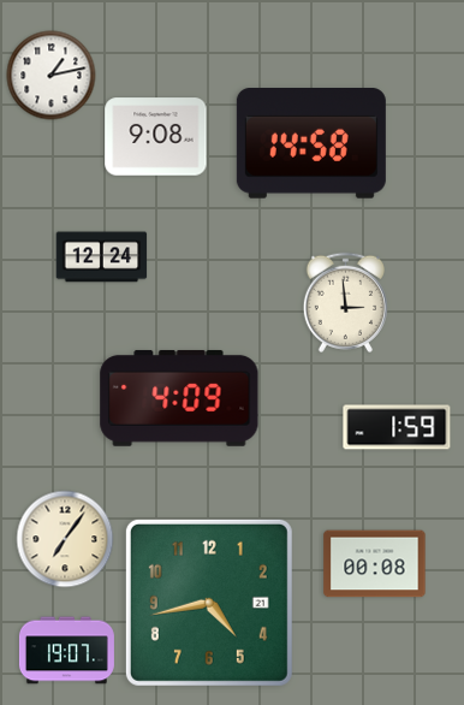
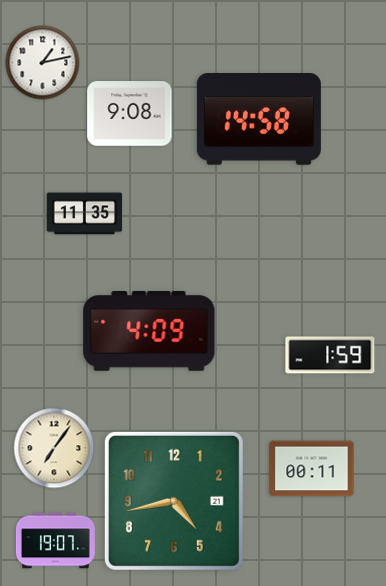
clock at (102, 257): 12:24 -> 11:35
clock at (345, 302): 2:59 -> none
clock at (375, 564): 00:08 -> 00:11
